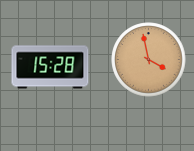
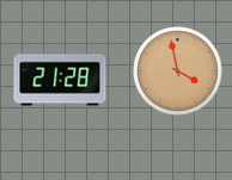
clock at (50, 67): 15:28 -> 21:28
